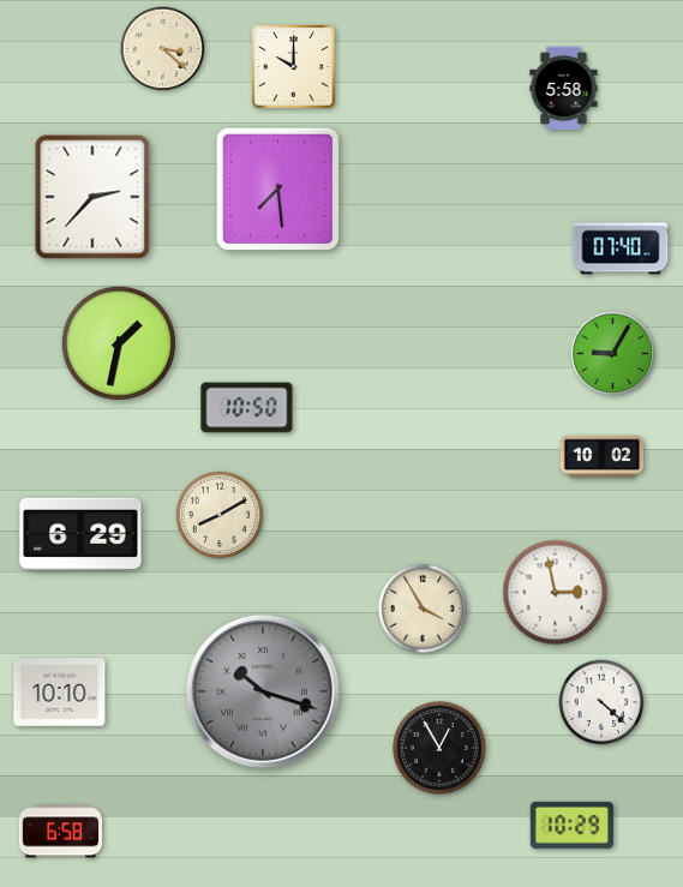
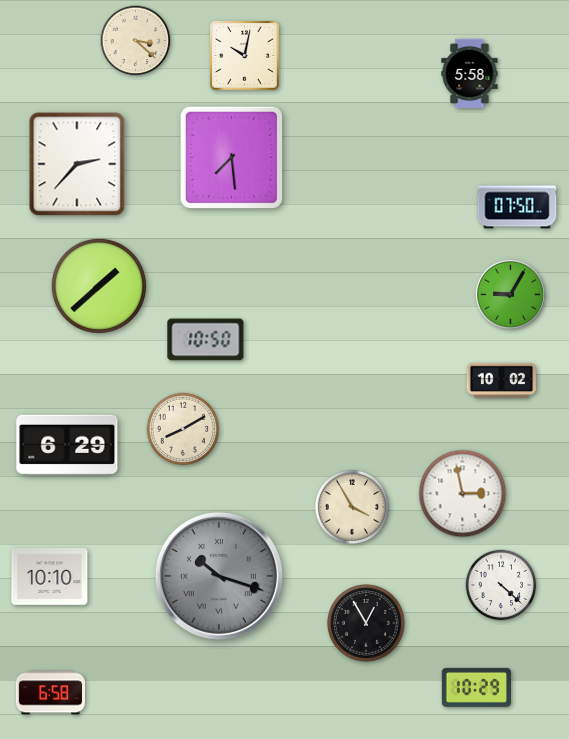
clock at (294, 67): 10:00 -> 10:02
clock at (621, 248): 07:40 -> 07:50
clock at (119, 343): 1:32 -> 1:38
